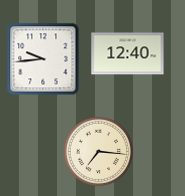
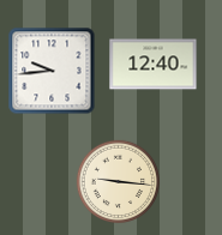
clock at (99, 152): 7:16 -> 9:16
